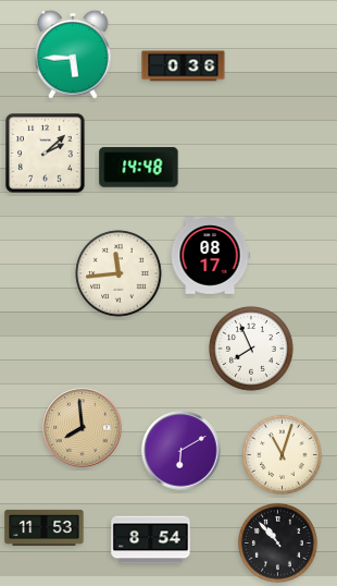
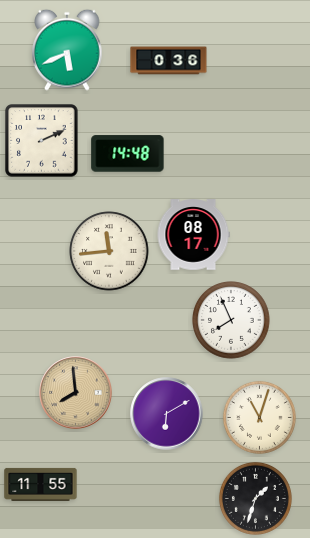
clock at (73, 54): 5:45 -> 5:41
clock at (46, 154): 2:08 -> 2:11
clock at (45, 527): 11:53 -> 11:55
clock at (151, 540): 8:54 -> none
clock at (277, 542): 10:53 -> 1:33
